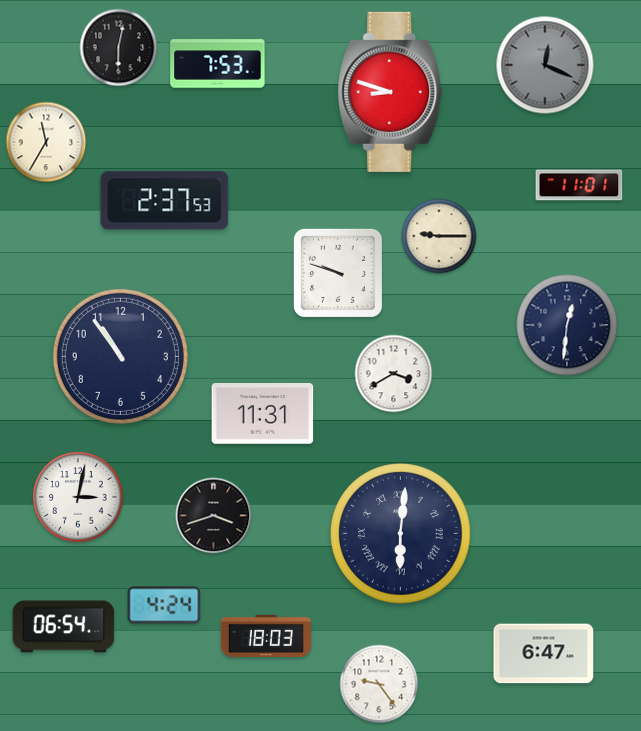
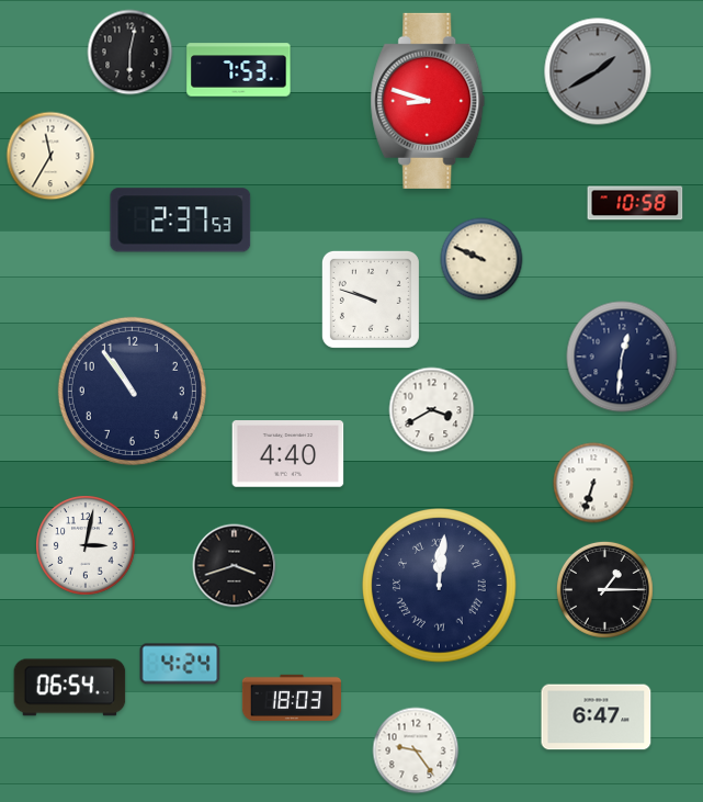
clock at (545, 65): 12:19 -> 1:40
clock at (579, 185): 11:01 -> 10:58
clock at (439, 236): 9:15 -> 9:49
clock at (263, 414): 11:31 -> 4:40
clock at (593, 483): none -> 6:33
clock at (401, 534): 6:01 -> 12:01
clock at (604, 589): none -> 1:15
